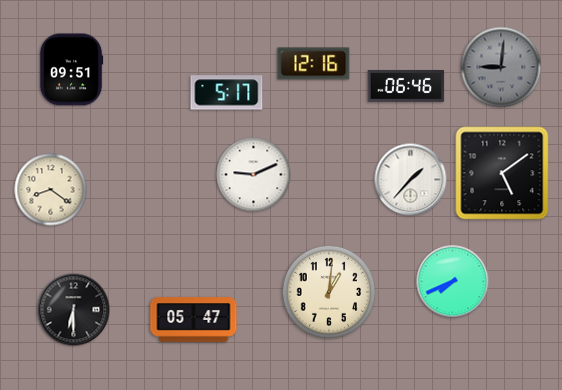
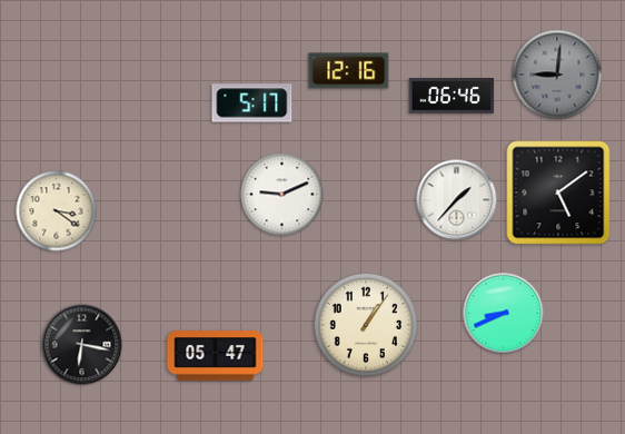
clock at (71, 70): 09:51 -> none
clock at (51, 190): 8:21 -> 3:21
clock at (453, 282): 7:41 -> 8:41
clock at (328, 291): 1:01 -> 1:06
clock at (74, 310): 6:30 -> 6:17
